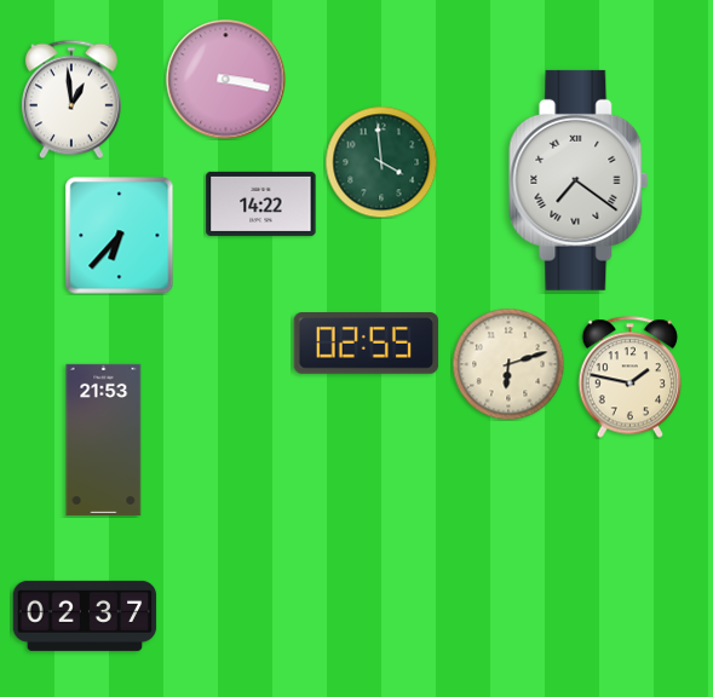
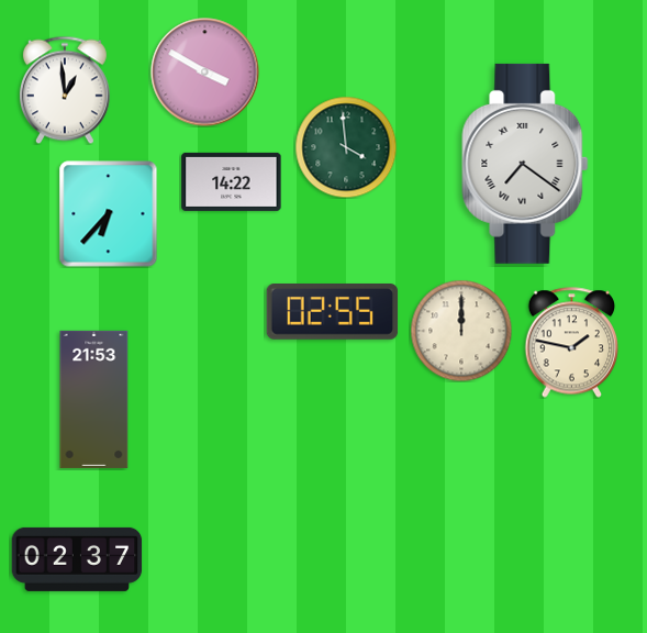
clock at (226, 80): 3:17 -> 3:50
clock at (261, 203) position: (261, 203) -> (232, 181)
clock at (508, 364): 6:12 -> 12:00
